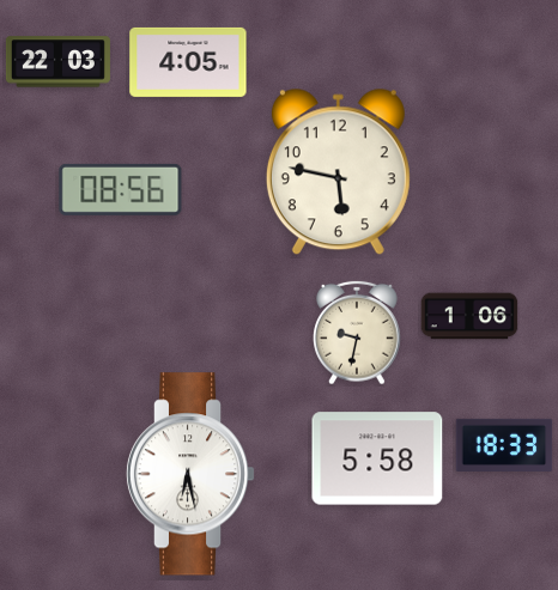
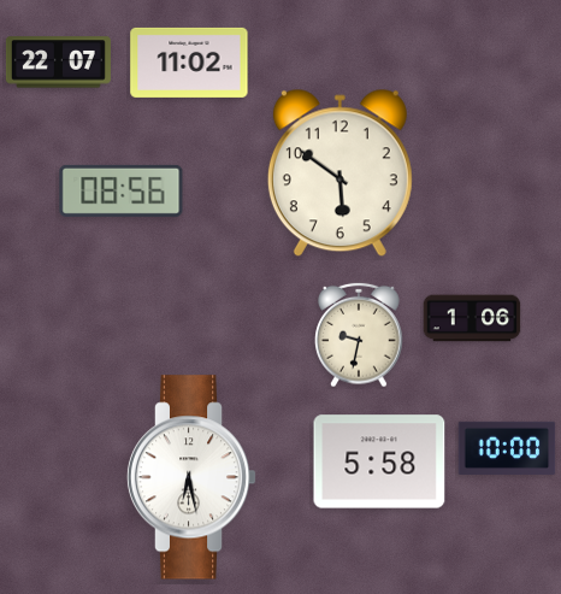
clock at (57, 62): 22:03 -> 22:07
clock at (188, 62): 4:05 -> 11:02
clock at (338, 172): 5:47 -> 5:51
clock at (504, 445): 18:33 -> 10:00
